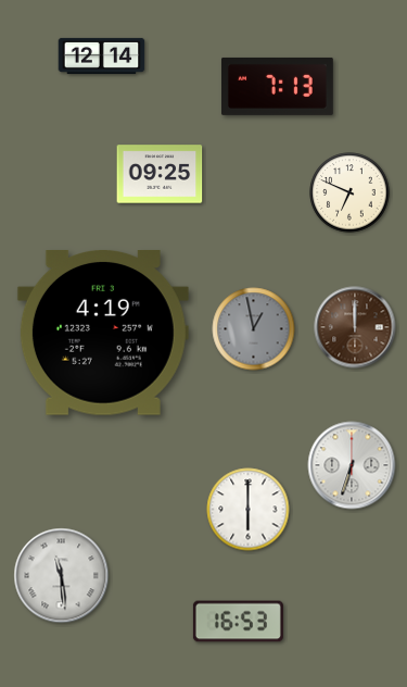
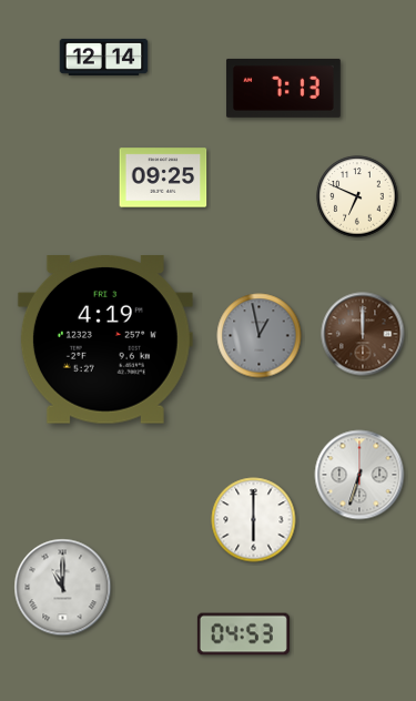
clock at (62, 576): 11:29 -> 11:00
clock at (238, 622): 16:53 -> 04:53
